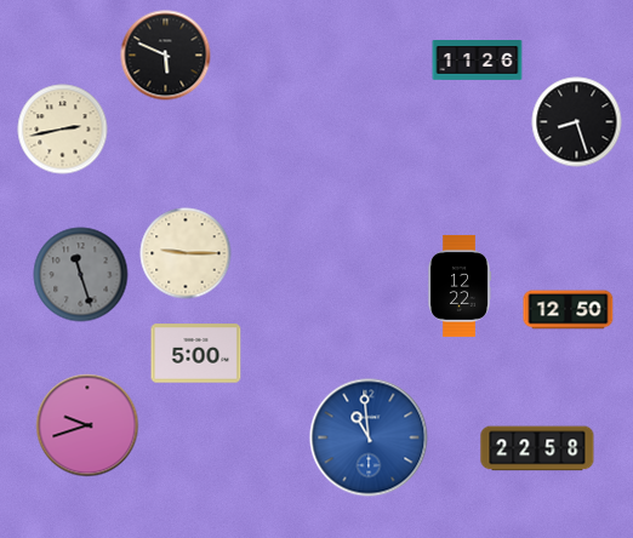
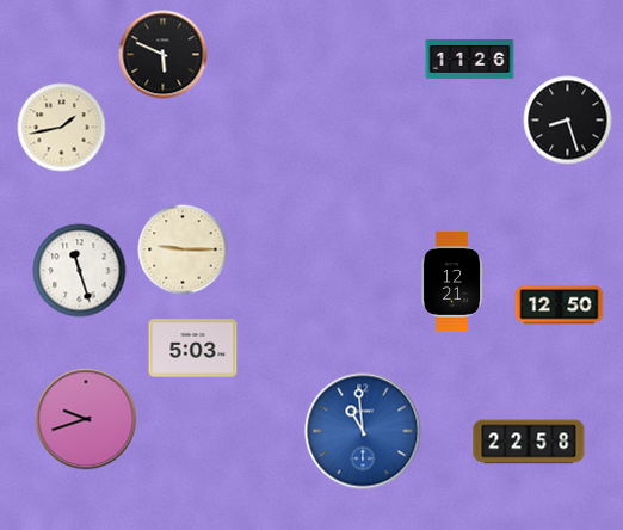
clock at (63, 130): 2:43 -> 1:43
clock at (81, 275) dial: grey -> white
clock at (458, 286): 12:22 -> 12:21
clock at (196, 354): 5:00 -> 5:03
